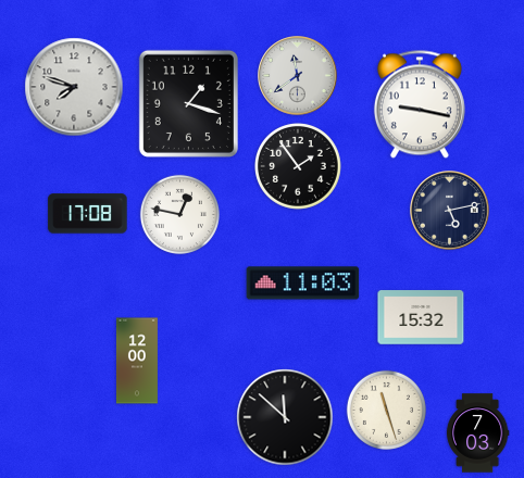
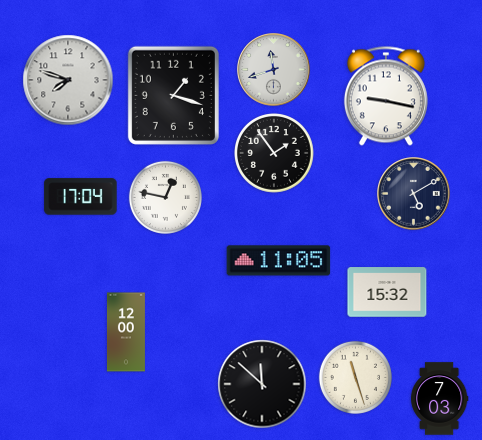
clock at (298, 76): 11:39 -> 11:42
clock at (450, 211): 5:13 -> 5:10
clock at (88, 214): 17:08 -> 17:04
clock at (303, 284): 11:03 -> 11:05
